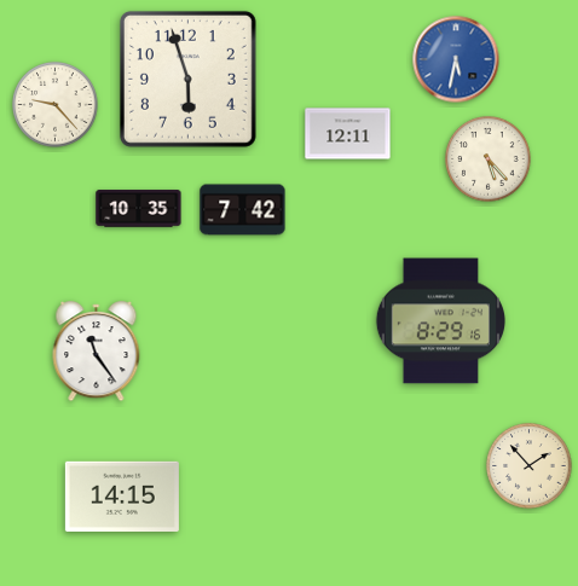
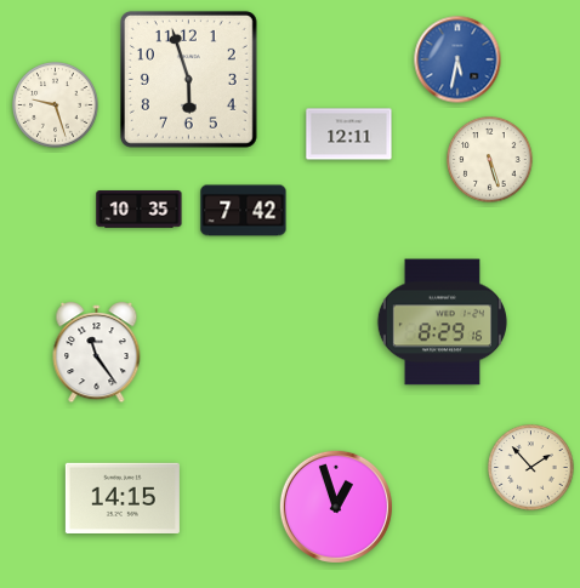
clock at (56, 105): 9:23 -> 9:27
clock at (489, 159): 5:23 -> 5:27
clock at (336, 507): none -> 12:57
